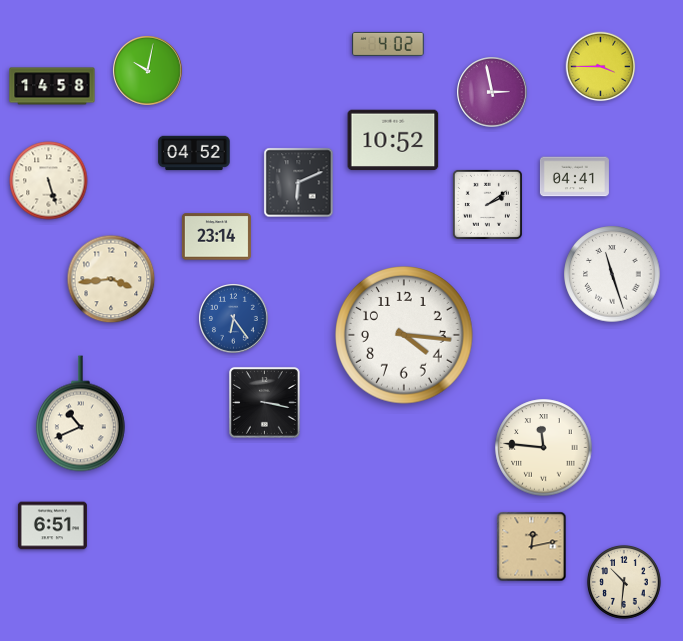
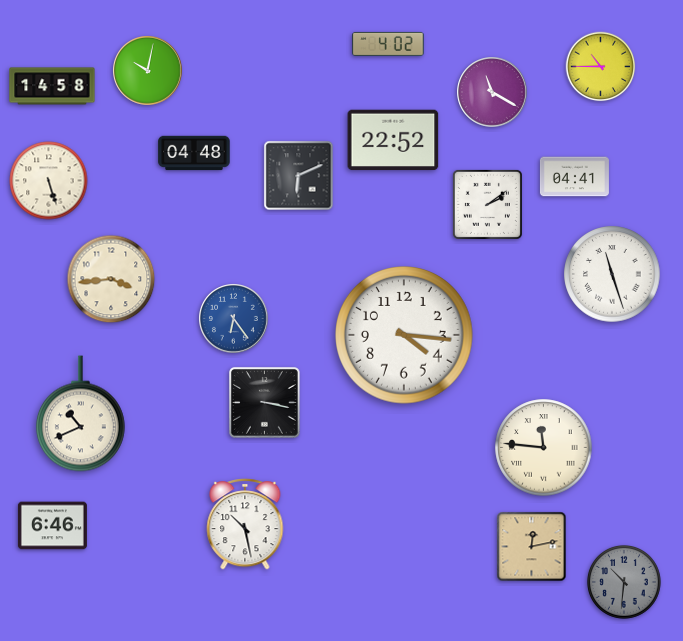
clock at (601, 67): 3:45 -> 10:45
clock at (492, 92): 2:58 -> 11:20
clock at (393, 140): 10:52 -> 22:52
clock at (194, 153): 04:52 -> 04:48
clock at (299, 183) position: (299, 183) -> (299, 176)
clock at (216, 237): 23:14 -> none
clock at (245, 525): none -> 10:28
clock at (52, 526): 6:51 -> 6:46
clock at (625, 583) dial: cream -> grey
